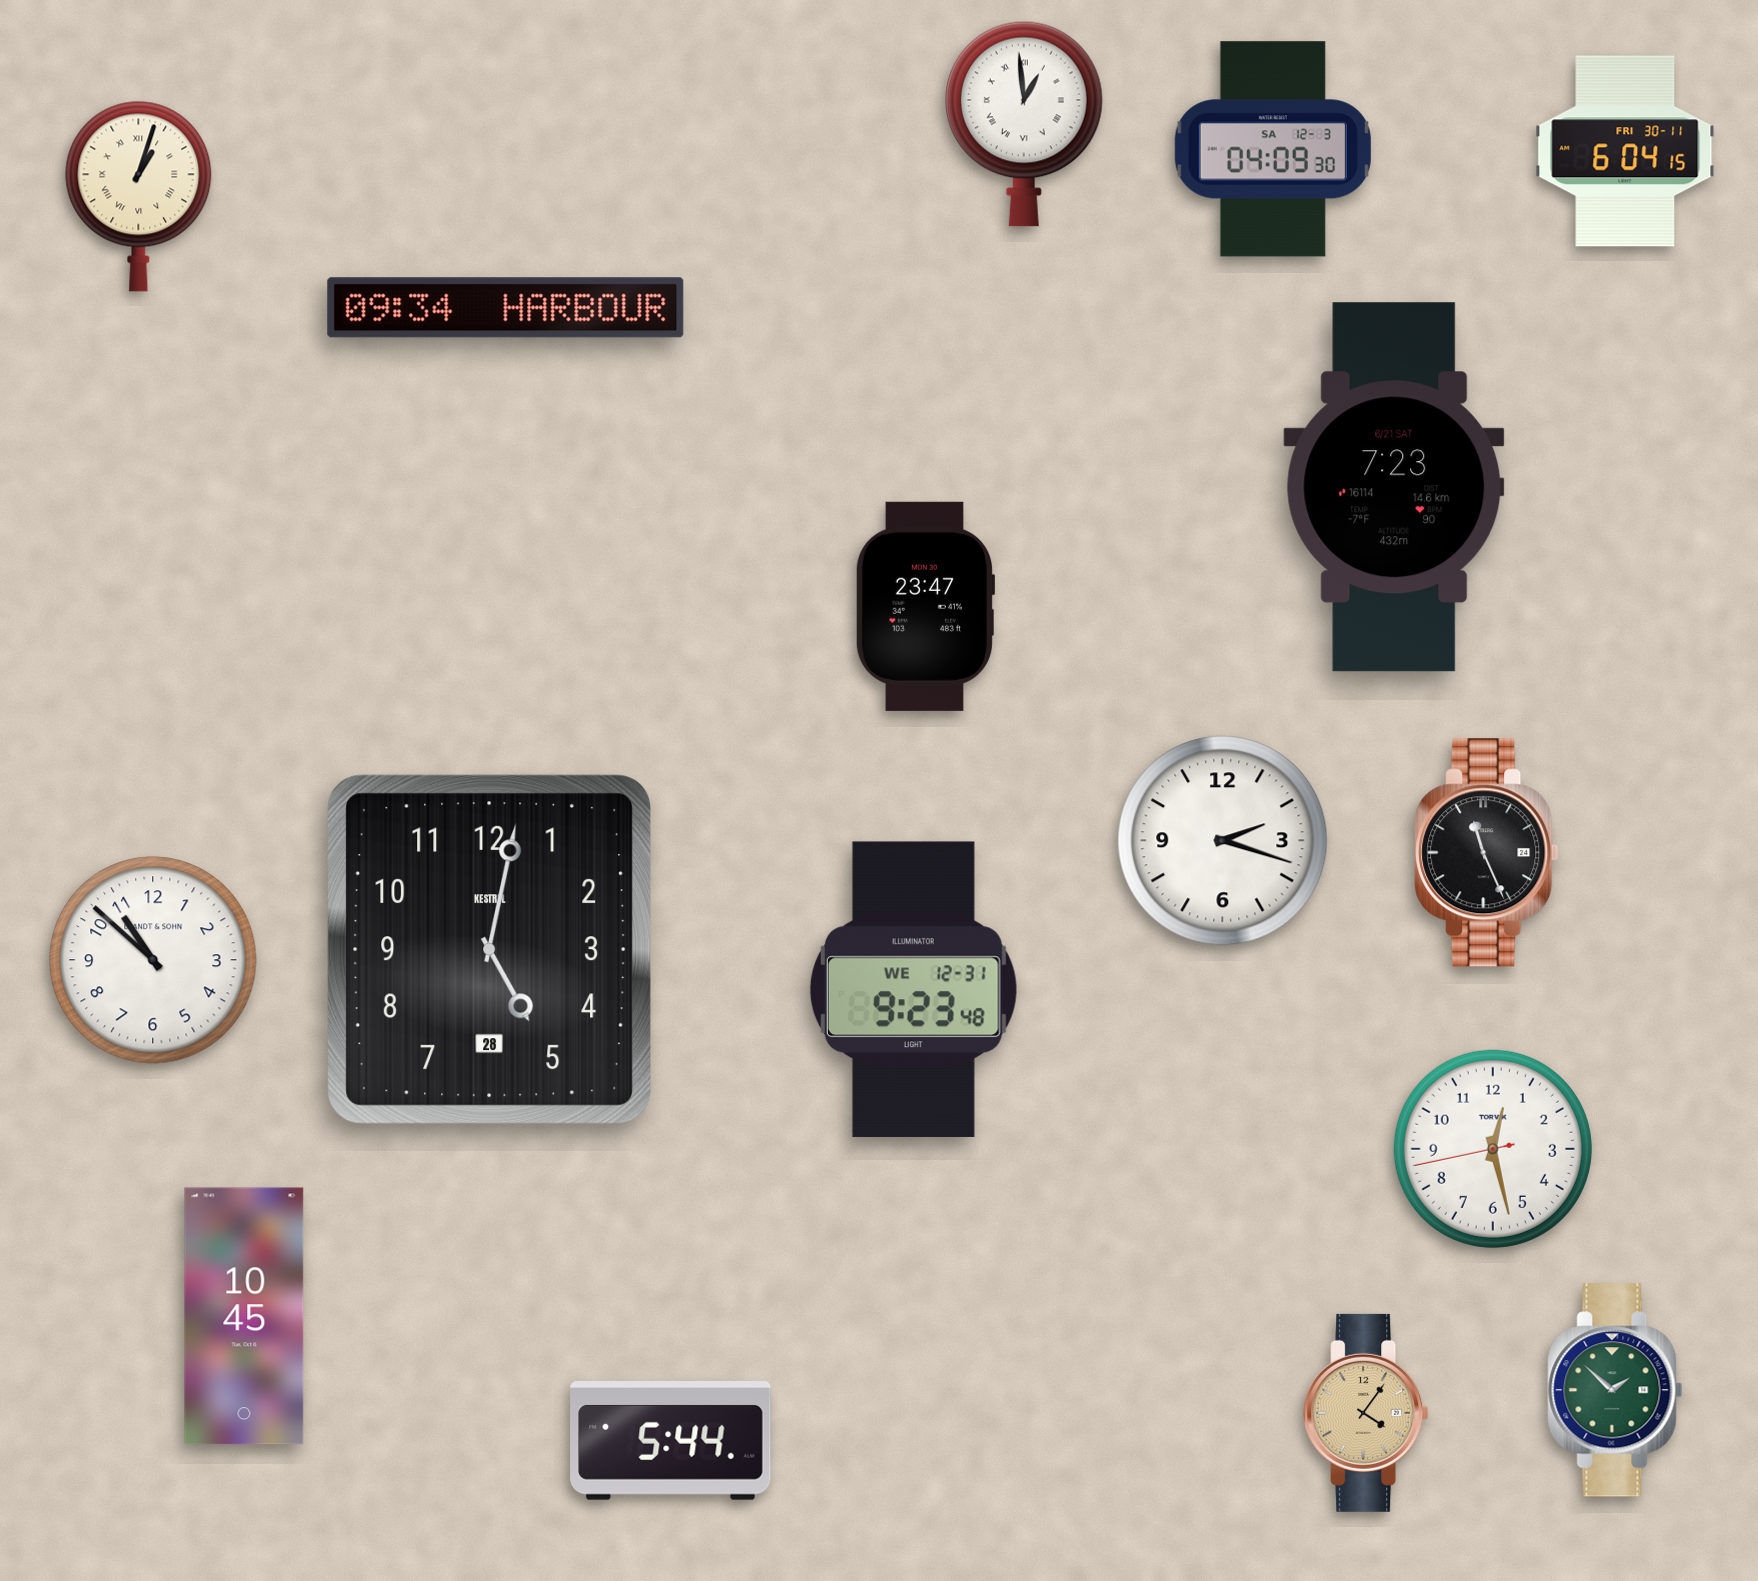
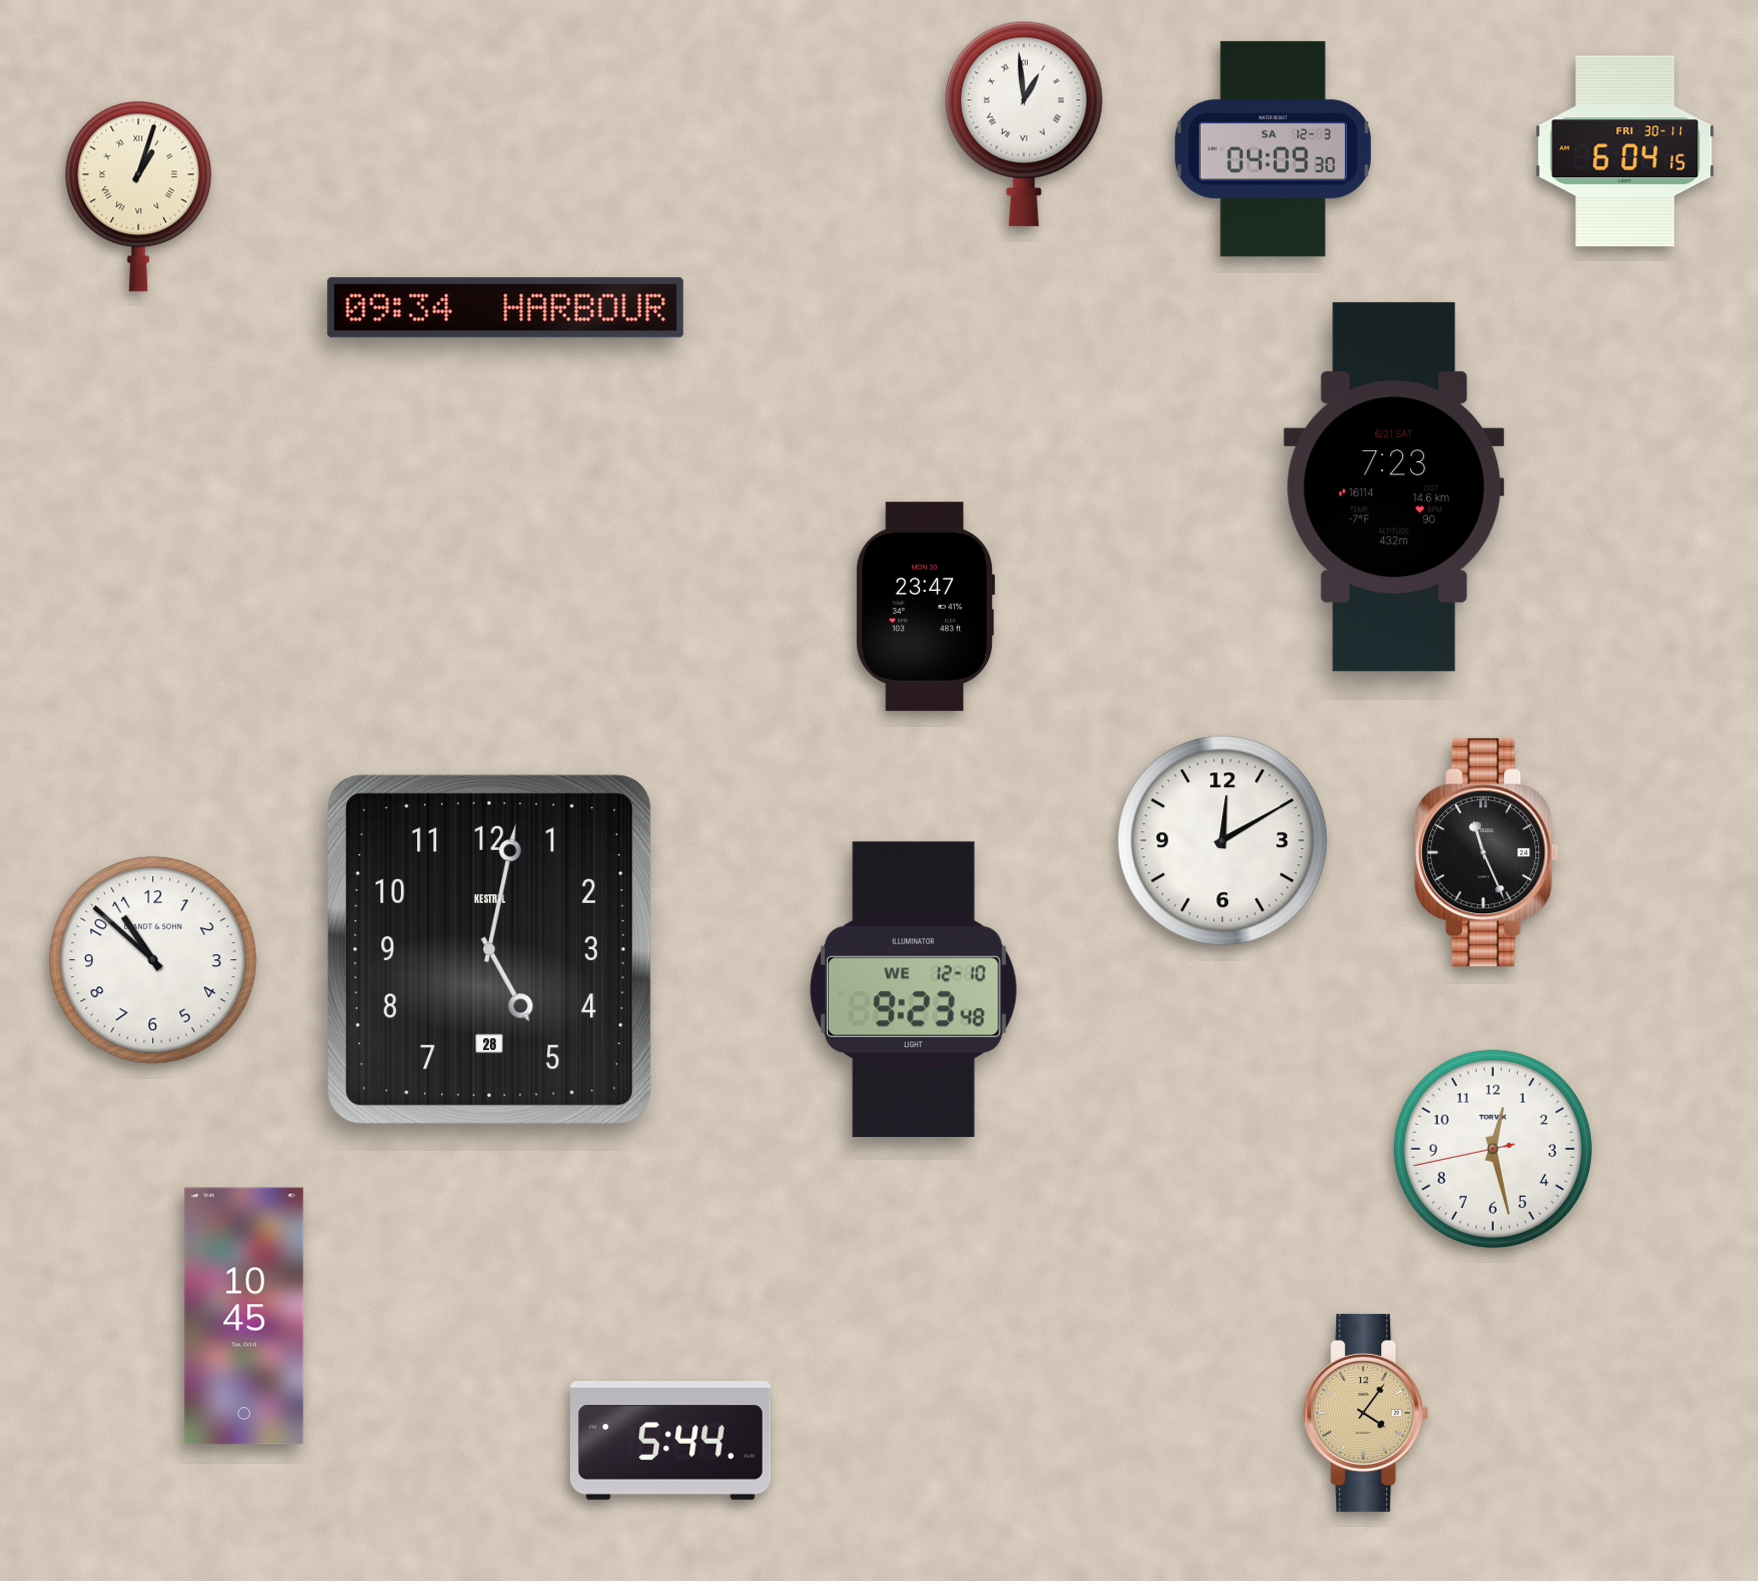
clock at (1223, 841): 2:18 -> 12:10
clock at (913, 989) date: WE 12-31 -> WE 12-10
clock at (1615, 1390): 1:52 -> none
